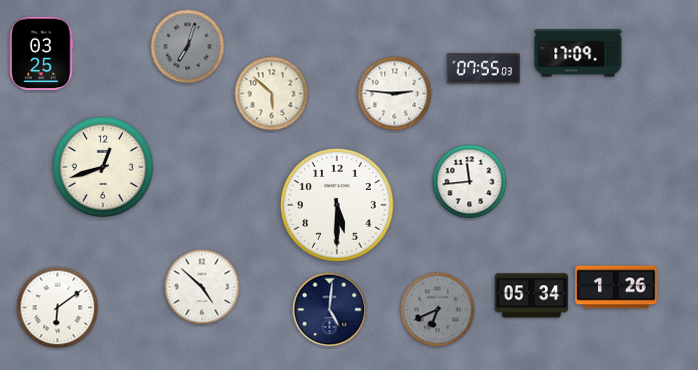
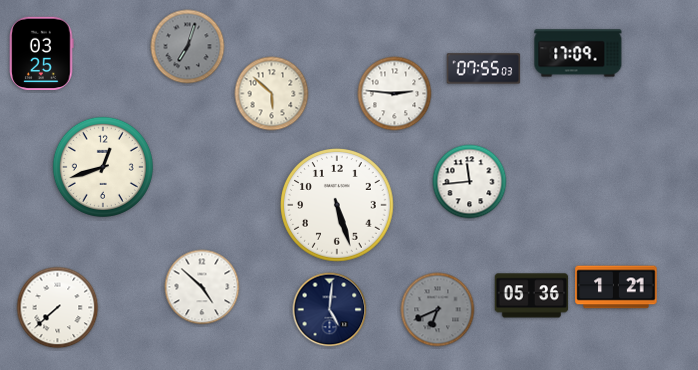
clock at (337, 205): 5:30 -> 5:27
clock at (616, 287): 1:26 -> 1:21
clock at (532, 296): 05:34 -> 05:36
clock at (58, 308): 6:09 -> 7:38
